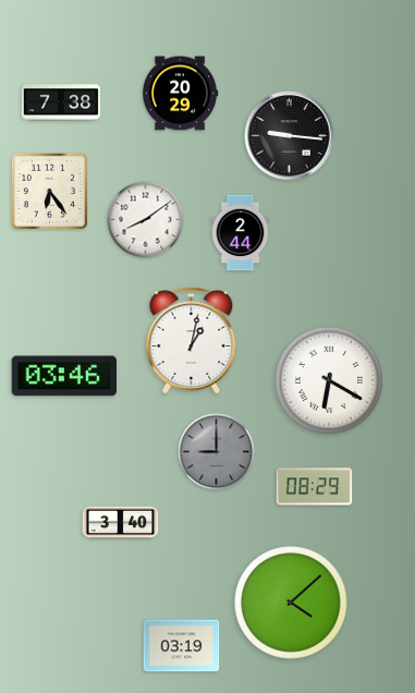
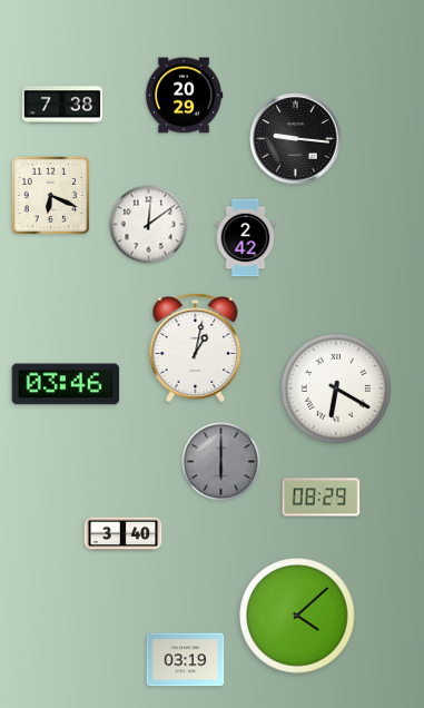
clock at (49, 191): 6:24 -> 6:19
clock at (146, 220): 8:09 -> 12:09
clock at (241, 233): 2:44 -> 2:42
clock at (217, 452): 9:00 -> 6:00
